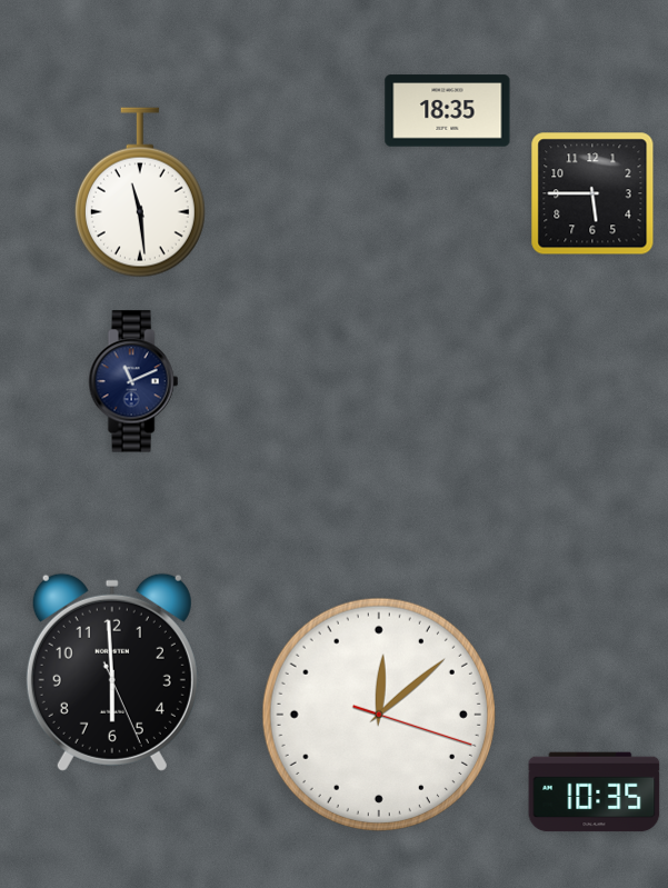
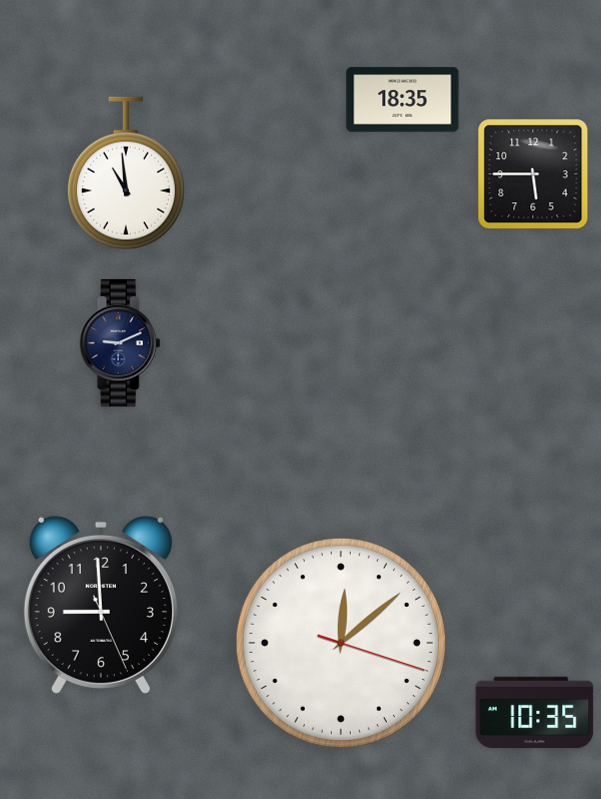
clock at (140, 192): 11:29 -> 10:59
clock at (133, 381): 11:11 -> 9:11
clock at (112, 672): 5:59 -> 8:59
